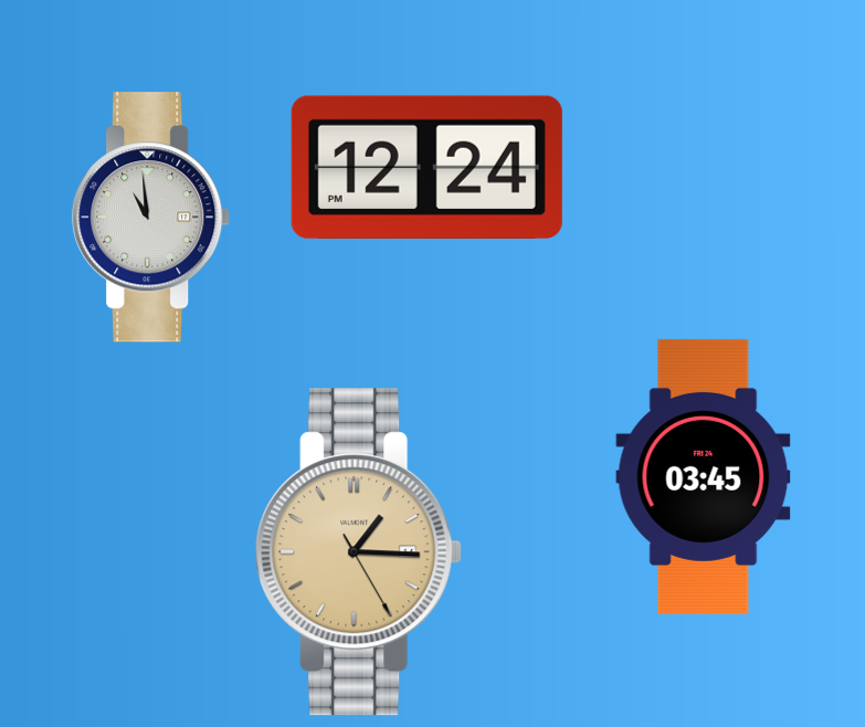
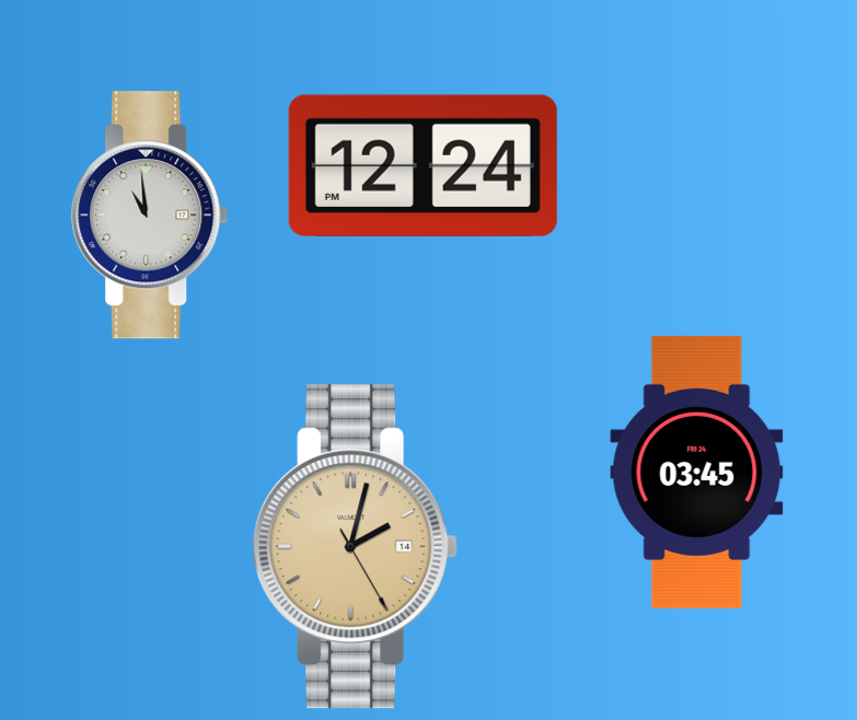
clock at (359, 552): 1:15 -> 2:02
